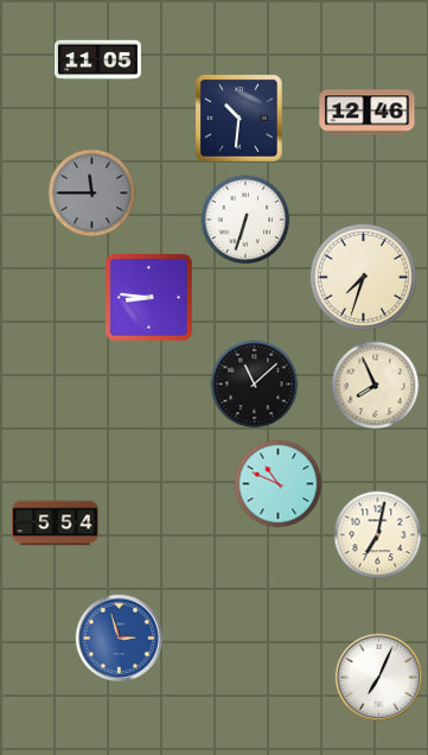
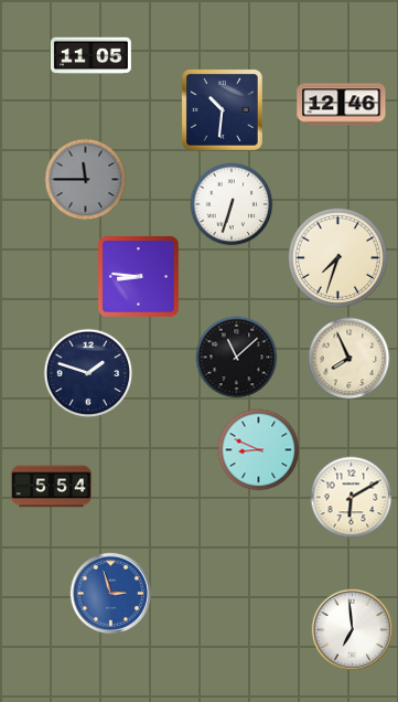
clock at (245, 220) position: (245, 220) -> (232, 204)
clock at (88, 373): none -> 1:48
clock at (279, 484): 10:49 -> 8:49
clock at (378, 535): 7:02 -> 6:10
clock at (378, 677): 7:04 -> 6:59
